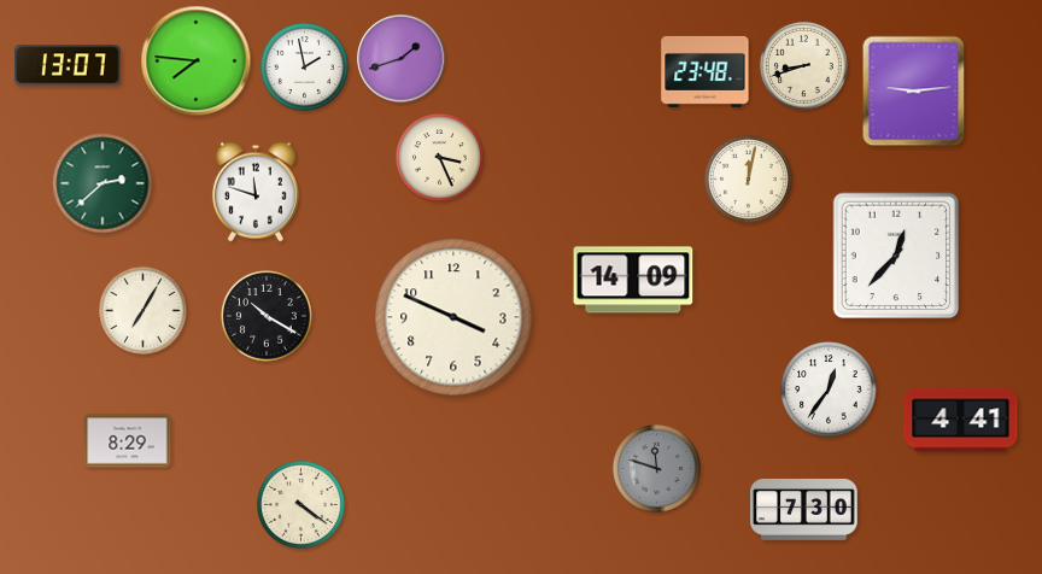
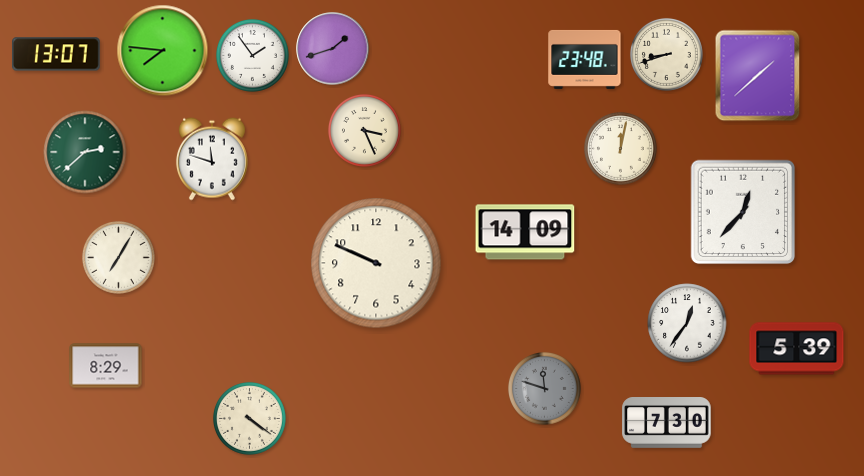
clock at (304, 66): 1:58 -> 1:54
clock at (914, 92): 9:14 -> 1:38
clock at (267, 316): 10:20 -> none
clock at (453, 317): 3:49 -> 9:49
clock at (961, 421): 4:41 -> 5:39
